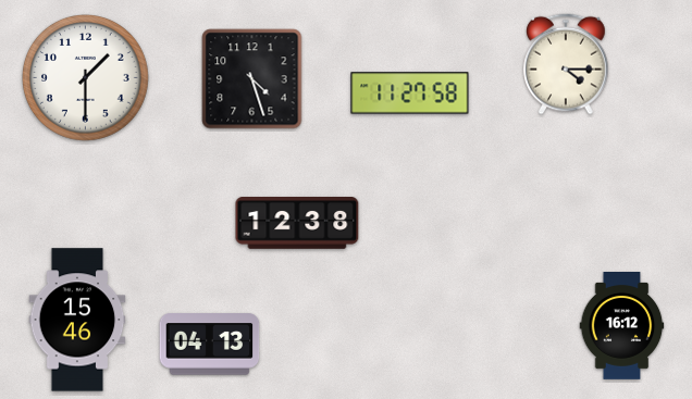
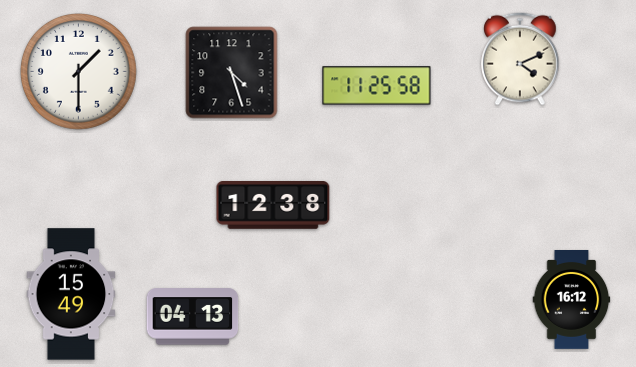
clock at (566, 64): 4:15 -> 4:11
clock at (410, 93): 11:27 -> 11:25
clock at (77, 320): 15:46 -> 15:49
